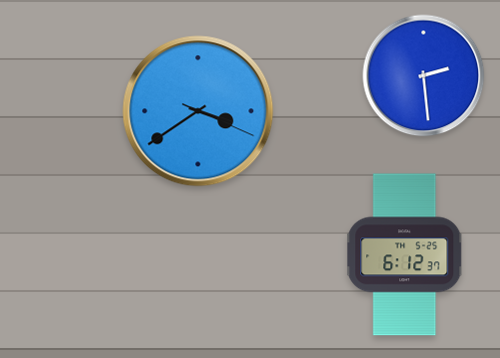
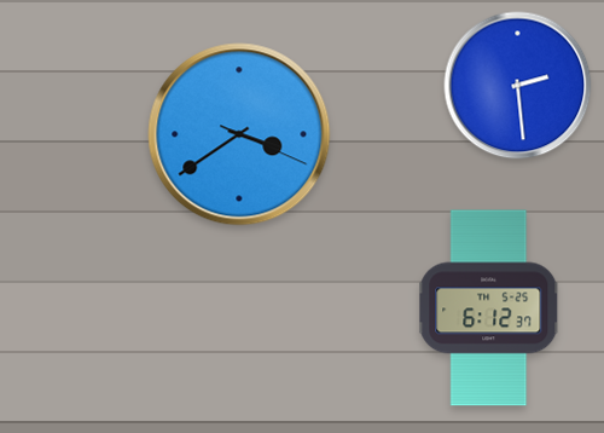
clock at (424, 76) position: (424, 76) -> (518, 86)
